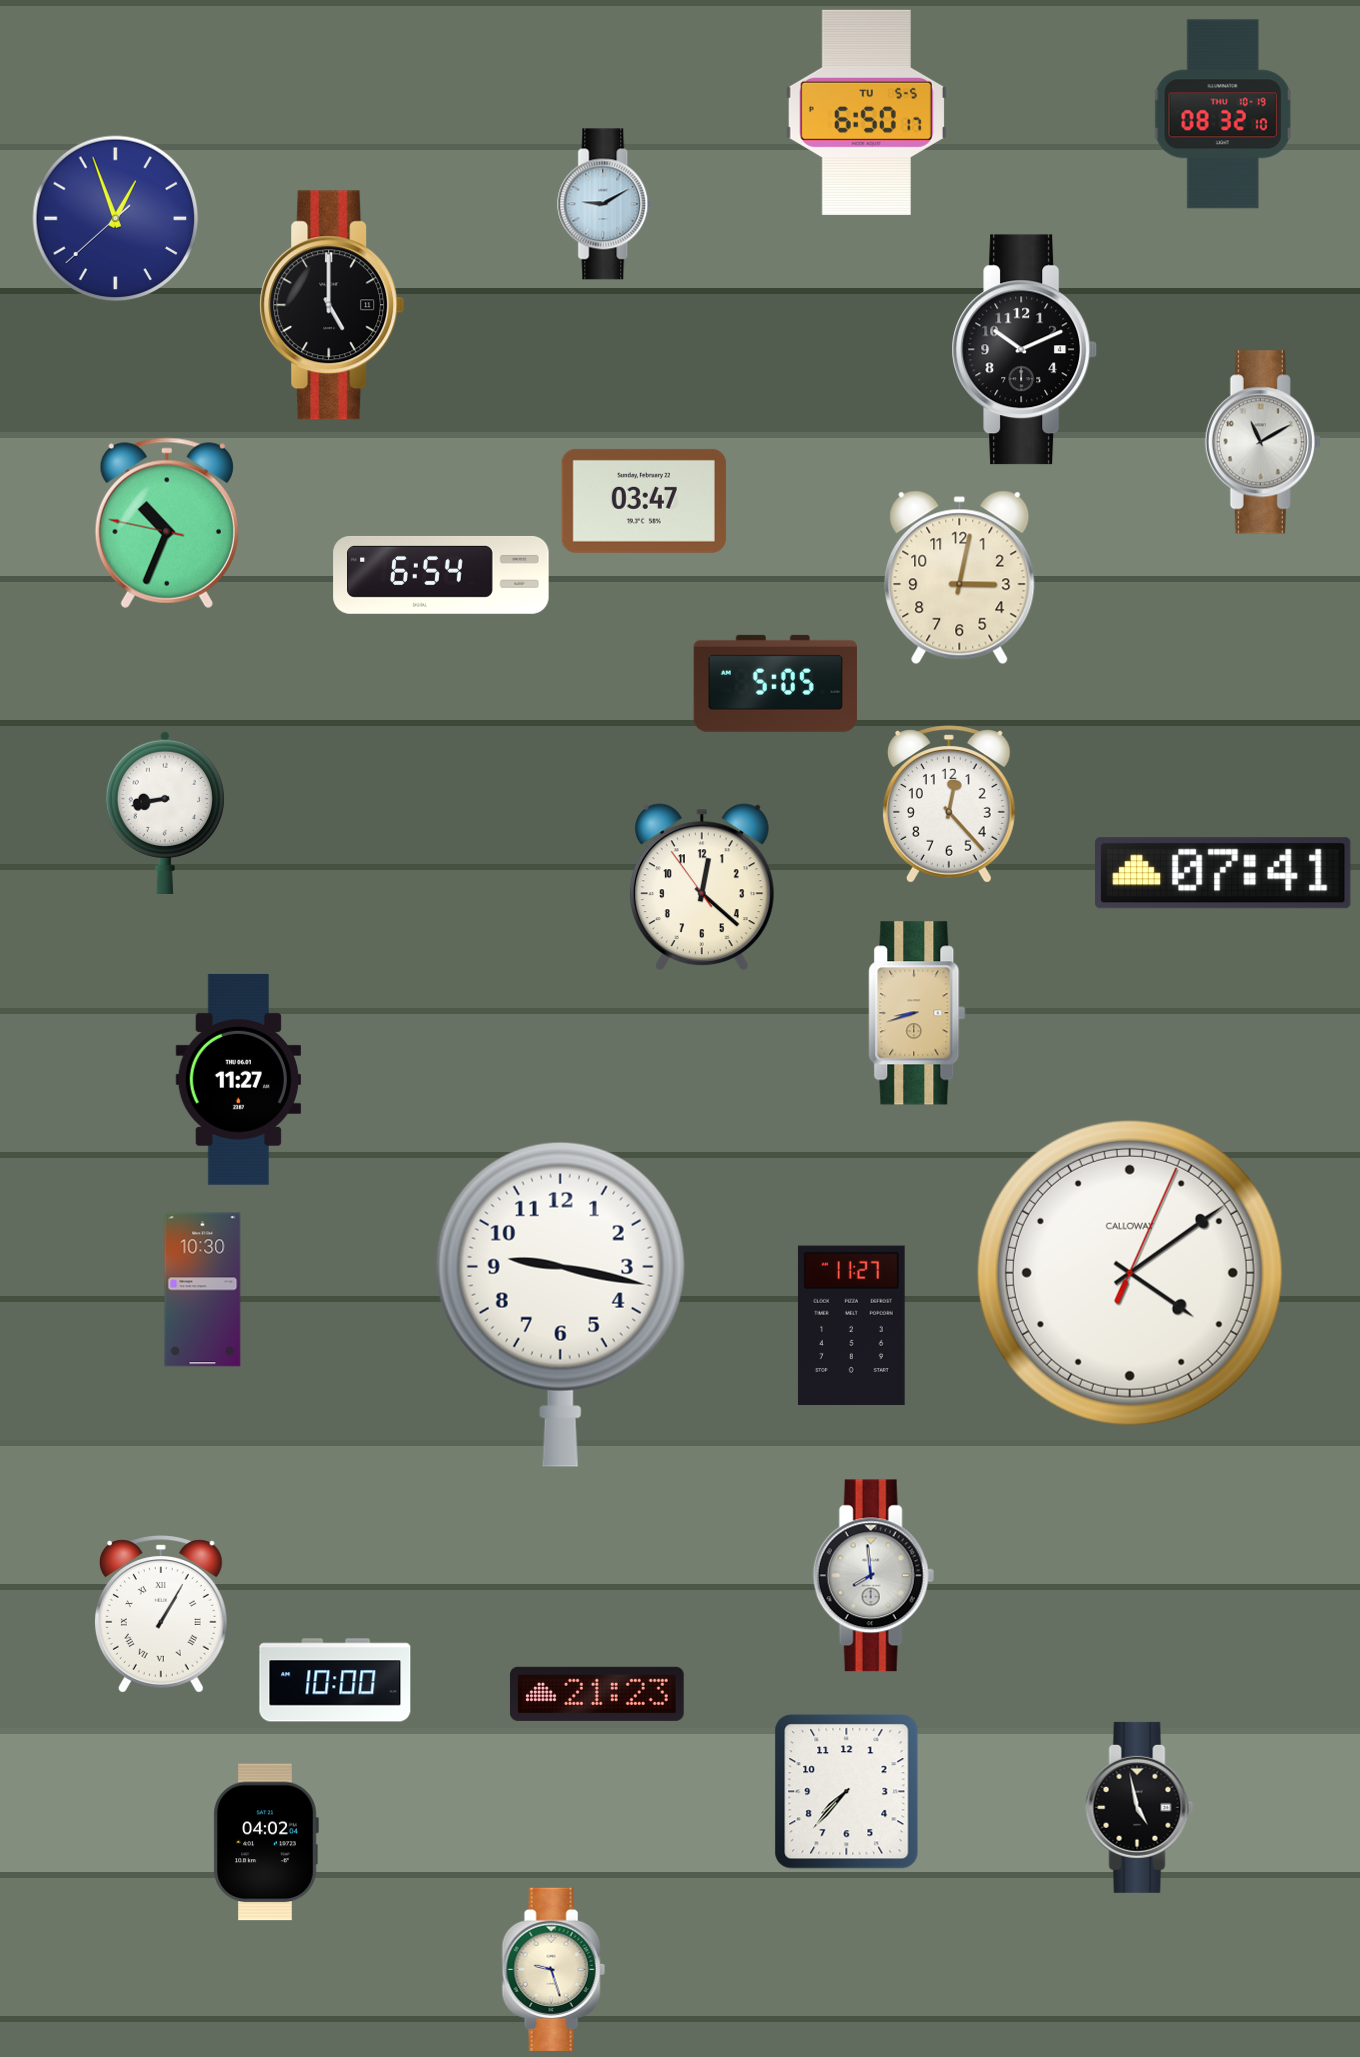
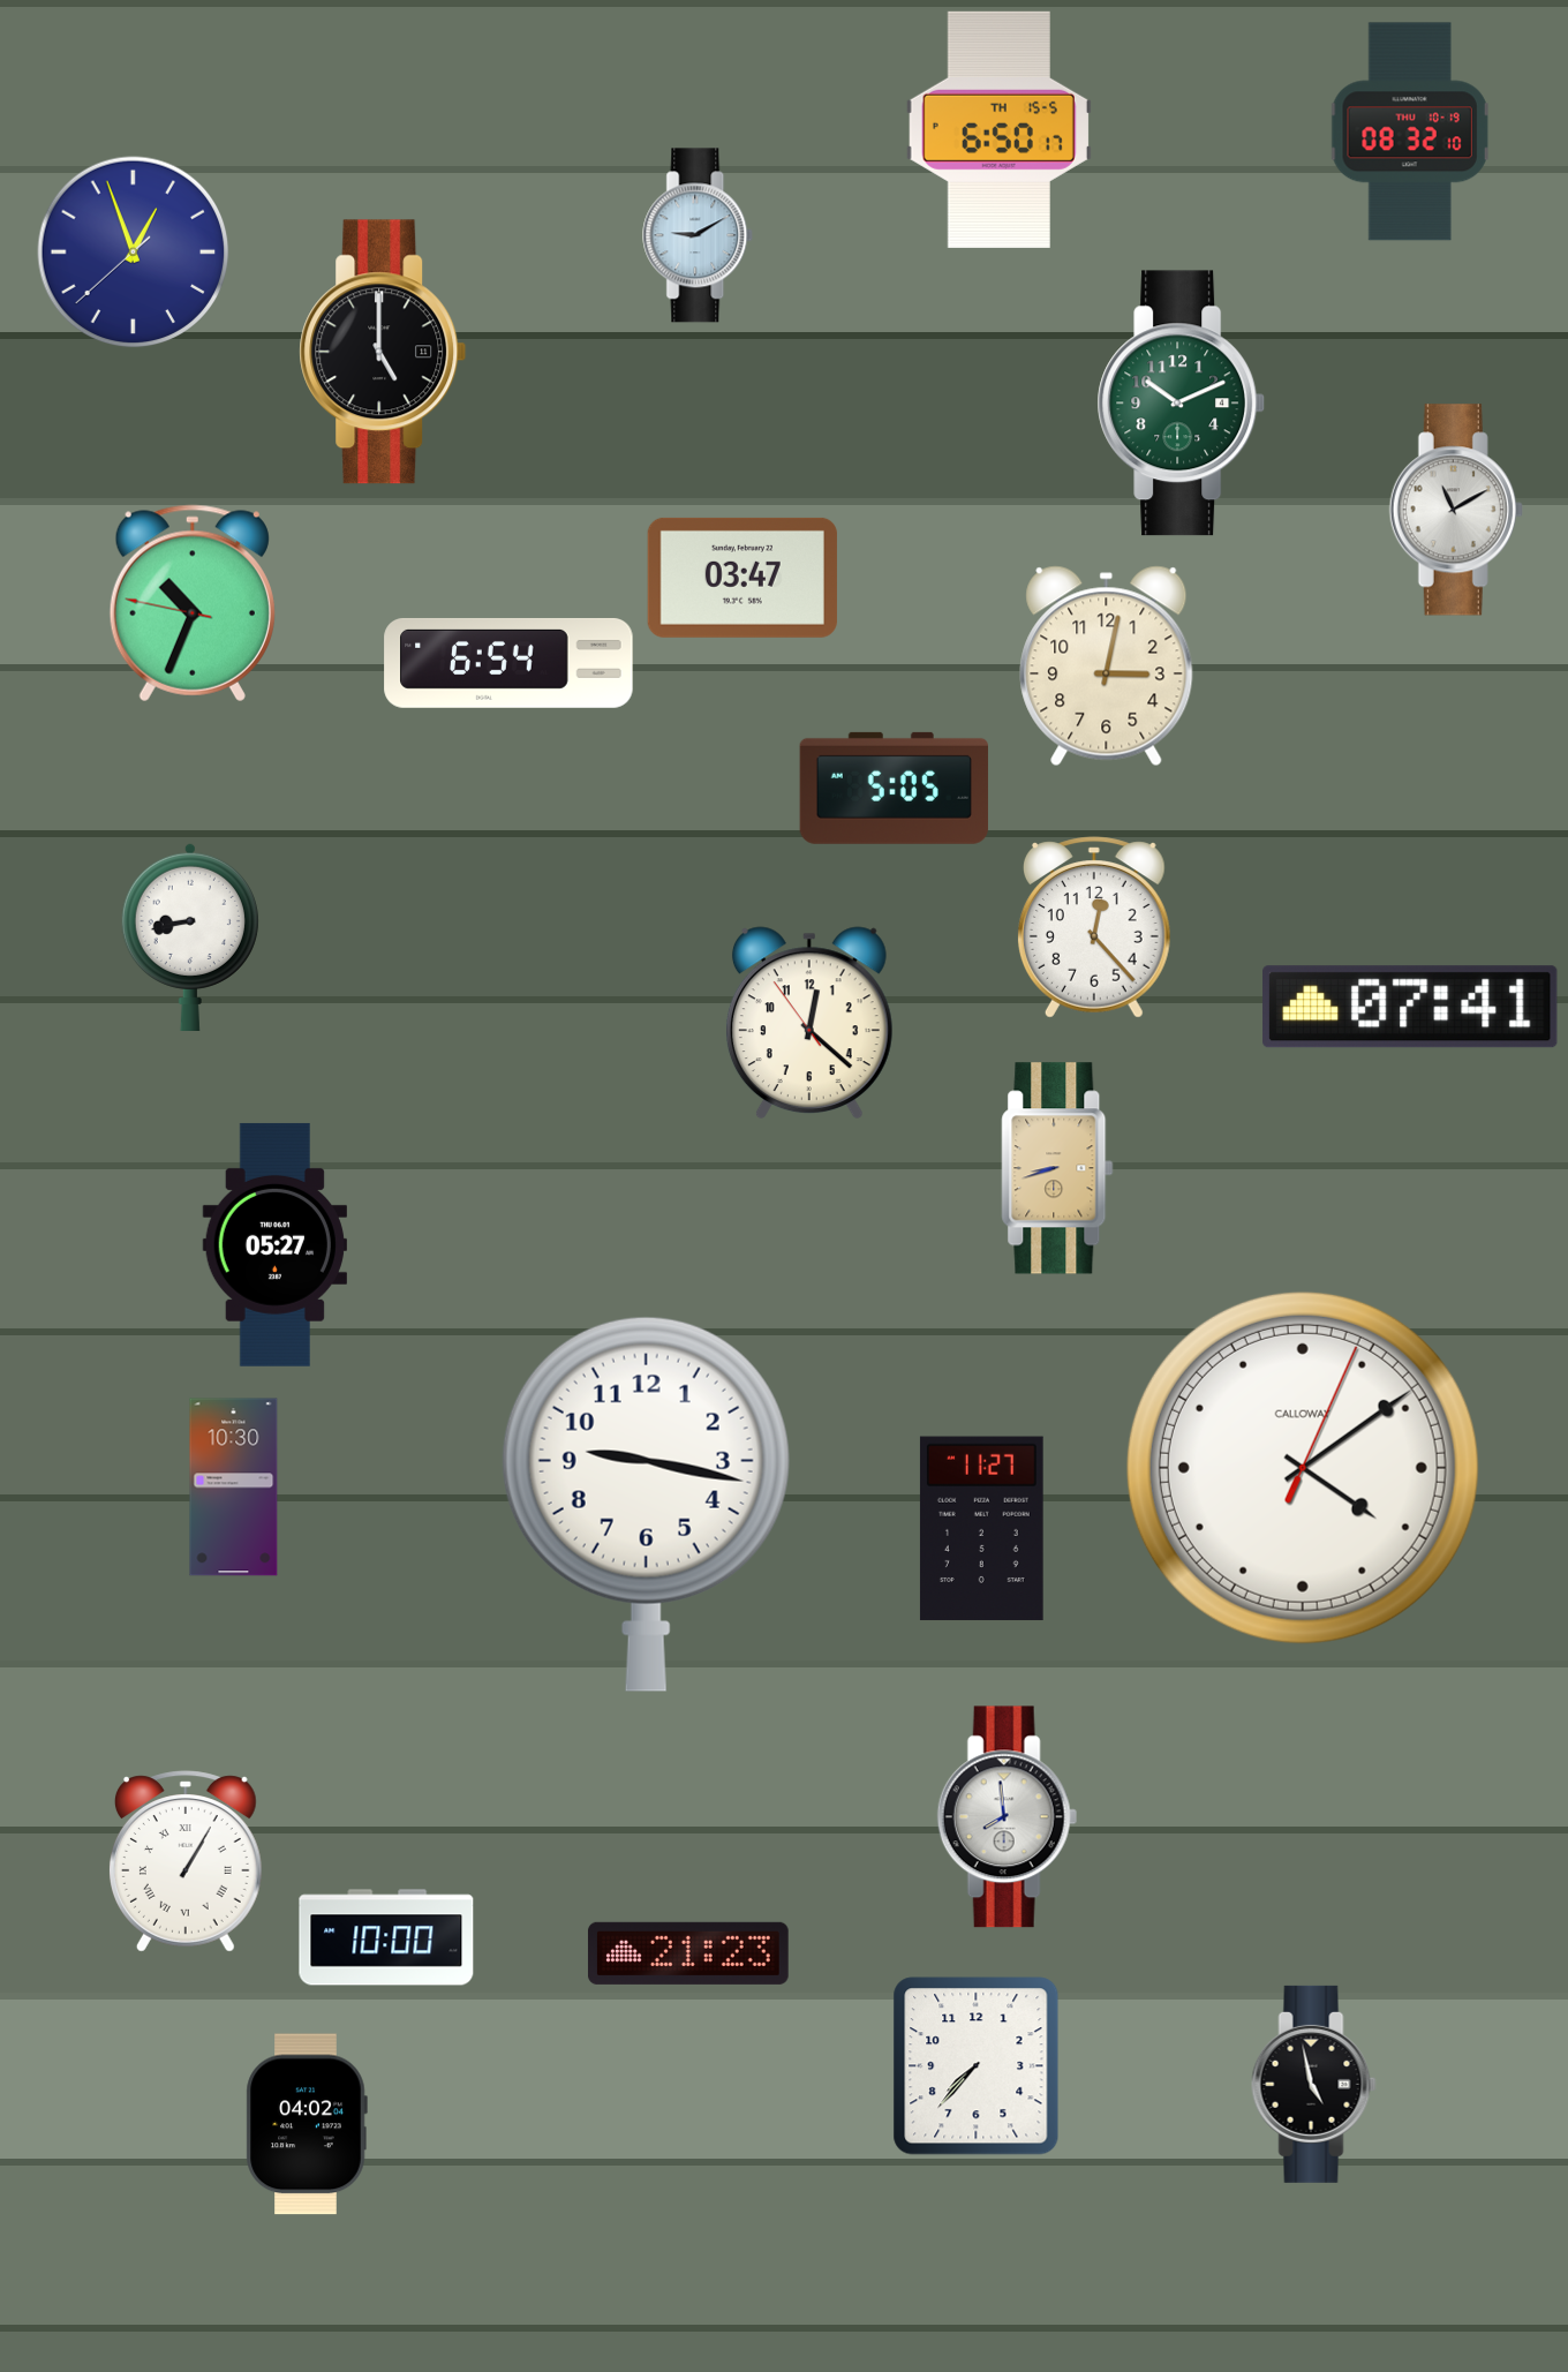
clock at (866, 112) date: TU 5-5 -> TH 15-5
clock at (1025, 350) dial: black -> green
clock at (238, 1079): 11:27 -> 05:27
clock at (553, 1969): 9:27 -> none
